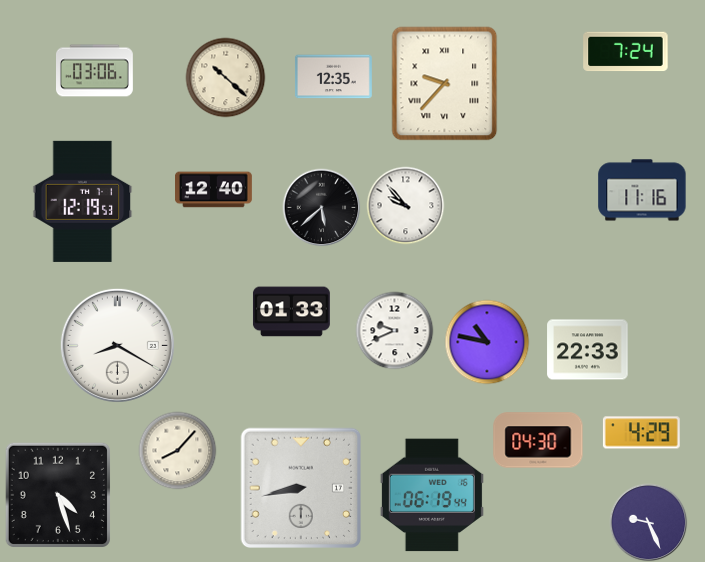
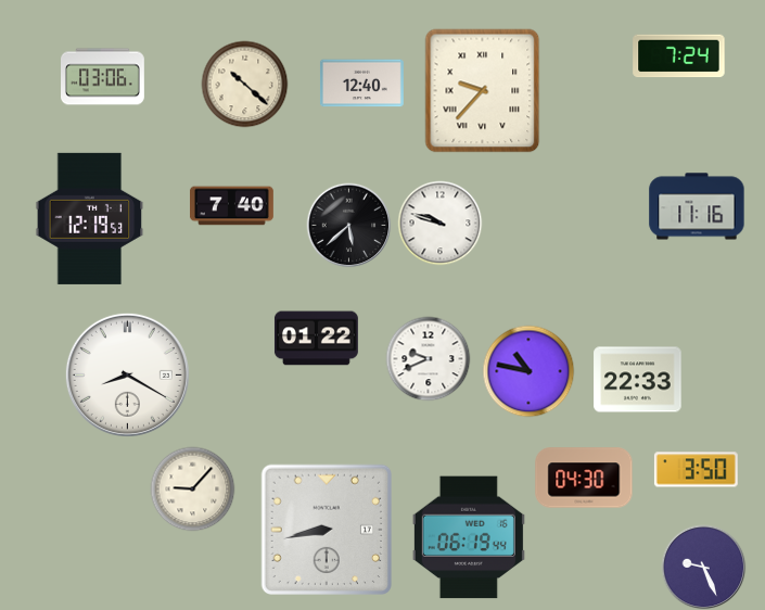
clock at (333, 77): 12:35 -> 12:40
clock at (214, 190): 12:40 -> 7:40
clock at (405, 205): 9:53 -> 9:48
clock at (291, 312): 01:33 -> 01:22
clock at (641, 433): 4:29 -> 3:50
clock at (177, 450): 8:07 -> 9:07
clock at (57, 494): 4:27 -> none
